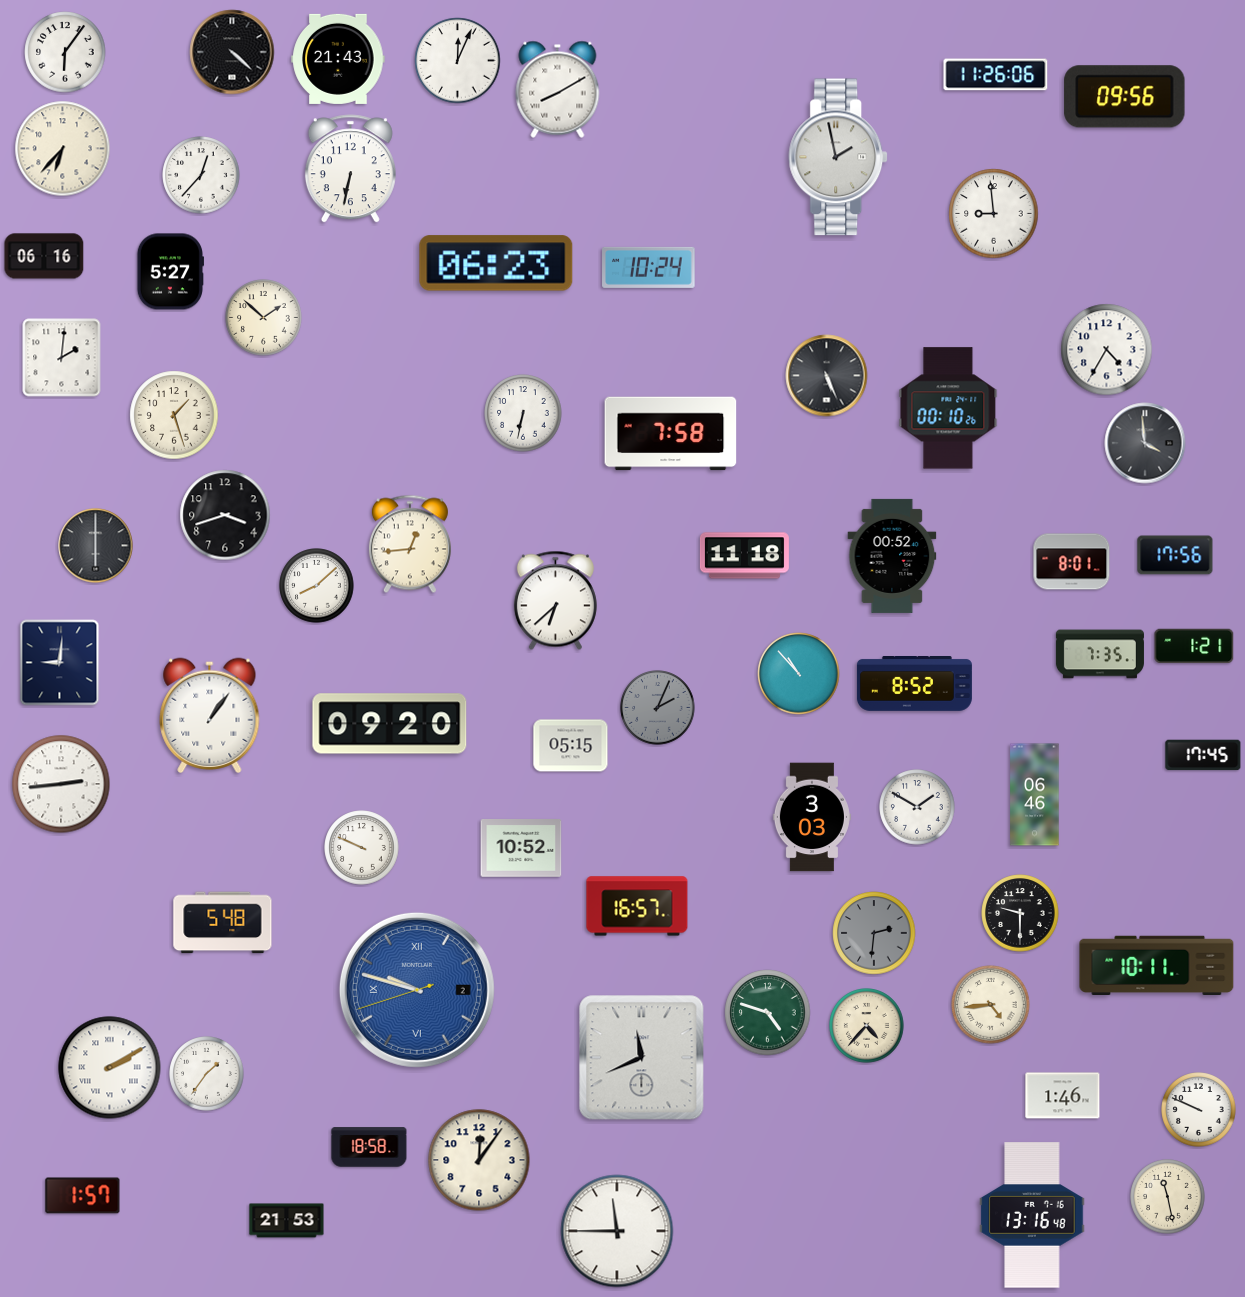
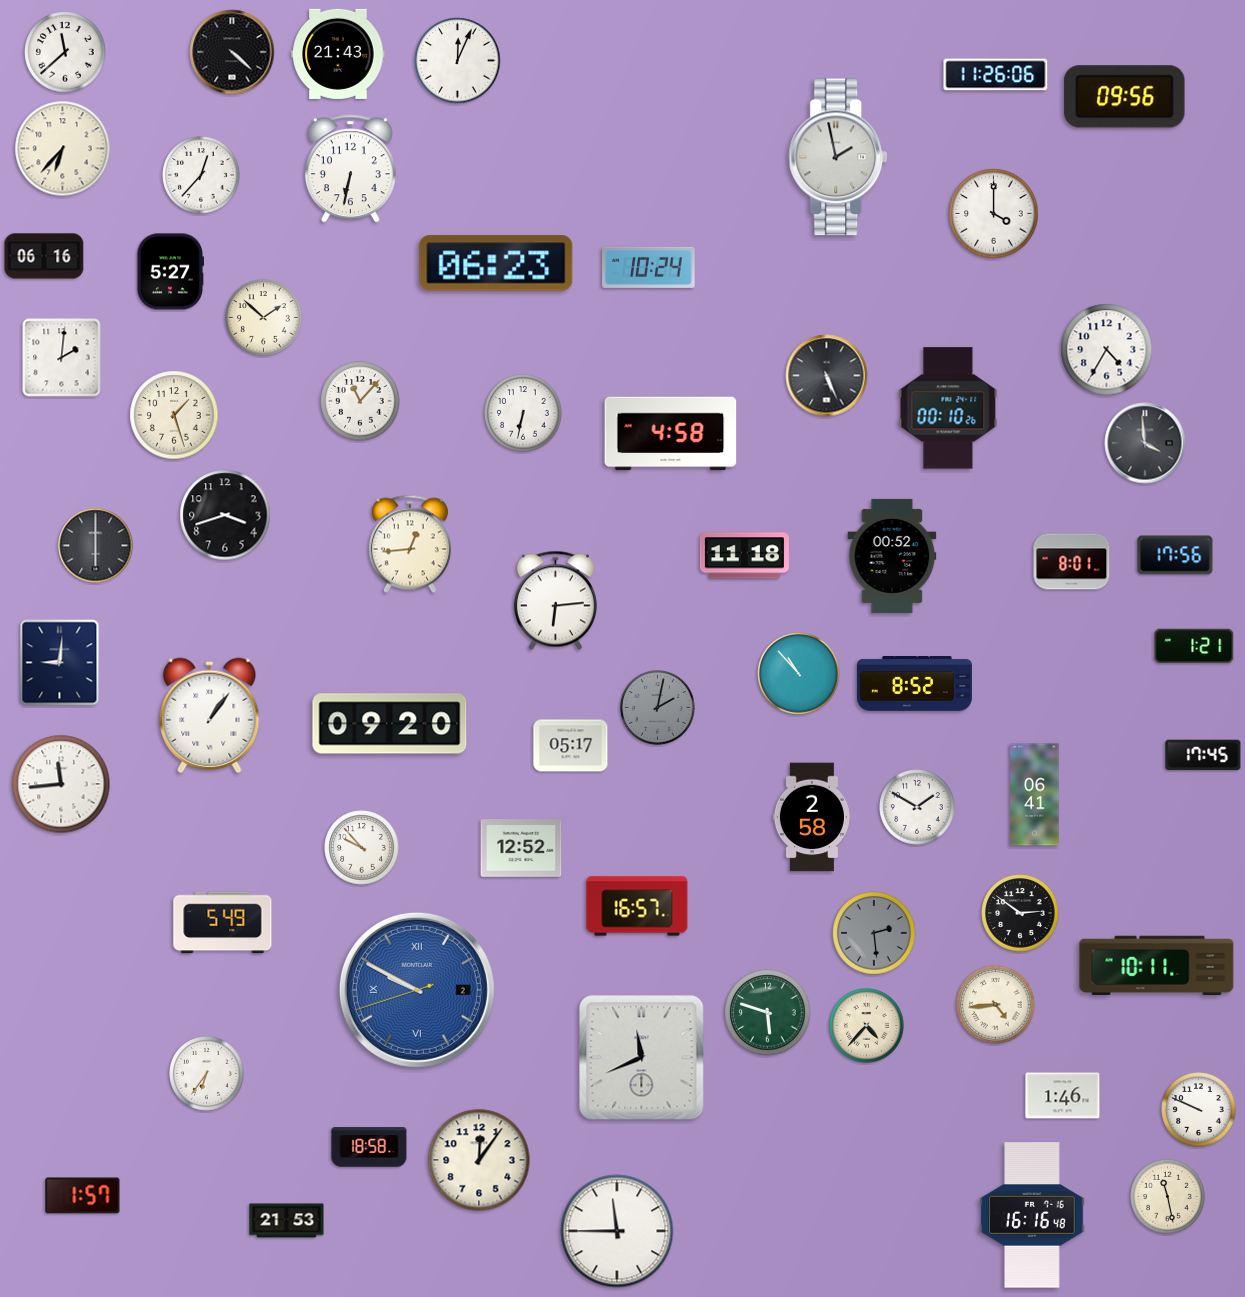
clock at (65, 52): 6:06 -> 11:38
clock at (338, 59) position: (338, 59) -> (338, 54)
clock at (558, 89): 8:10 -> none
clock at (994, 214): 8:59 -> 4:00
clock at (360, 401): none -> 11:07
clock at (671, 434): 7:58 -> 4:58
clock at (317, 586): 8:08 -> none
clock at (555, 601): 6:38 -> 6:14
clock at (1100, 654): 7:35 -> none
clock at (658, 708): 2:04 -> 2:02
clock at (571, 746): 05:15 -> 05:17
clock at (61, 784): 2:44 -> 11:44
clock at (1035, 795): 06:46 -> 06:41
clock at (812, 817): 3:03 -> 2:58
clock at (362, 848): 9:49 -> 9:53
clock at (521, 849): 10:52 -> 12:52
clock at (1020, 913): 9:30 -> 2:51
clock at (223, 923): 5:48 -> 5:49
clock at (874, 933): 2:31 -> 2:29
clock at (417, 990): 9:47 -> 9:49
clock at (991, 1005) position: (991, 1005) -> (996, 1005)
clock at (768, 1013): 4:48 -> 5:48
clock at (110, 1068): 2:10 -> none
clock at (207, 1074): 1:36 -> 6:36
clock at (1032, 1215): 13:16 -> 16:16
